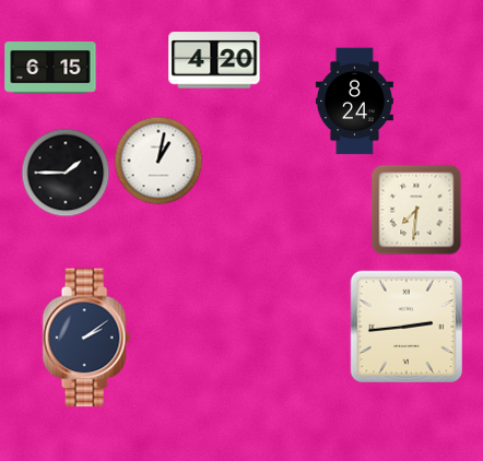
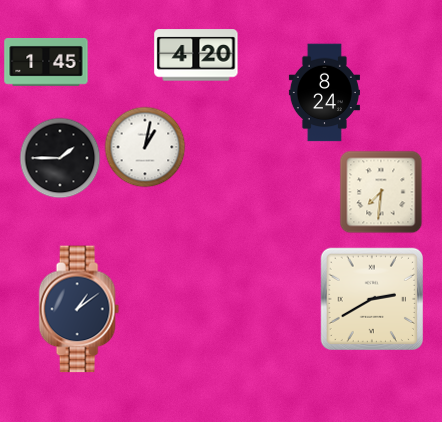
clock at (50, 68): 6:15 -> 1:45
clock at (405, 326): 2:44 -> 2:40
clock at (86, 338): 2:09 -> 1:09
